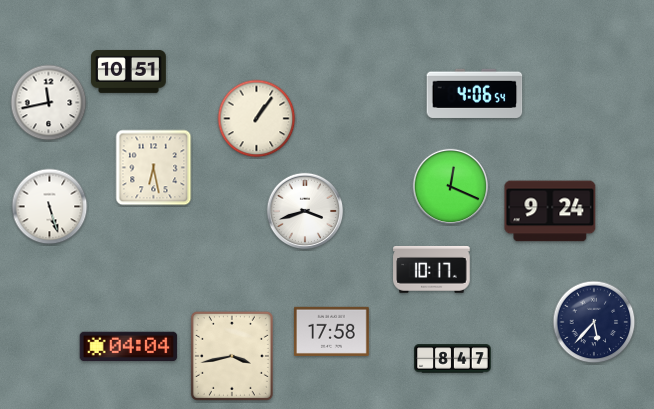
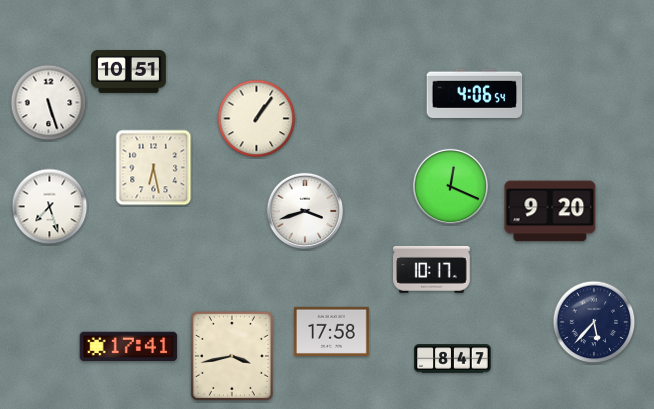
clock at (49, 103): 11:43 -> 5:27
clock at (50, 207): 5:27 -> 7:27
clock at (550, 211): 9:24 -> 9:20
clock at (129, 347): 04:04 -> 17:41
